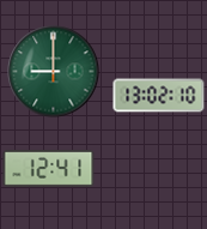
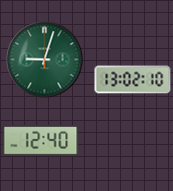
clock at (54, 72): 9:00 -> 9:03
clock at (49, 169): 12:41 -> 12:40
